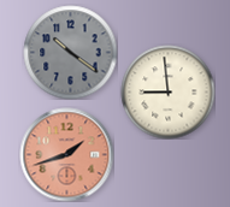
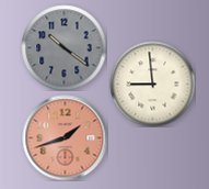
clock at (66, 154) position: (66, 154) -> (65, 137)
